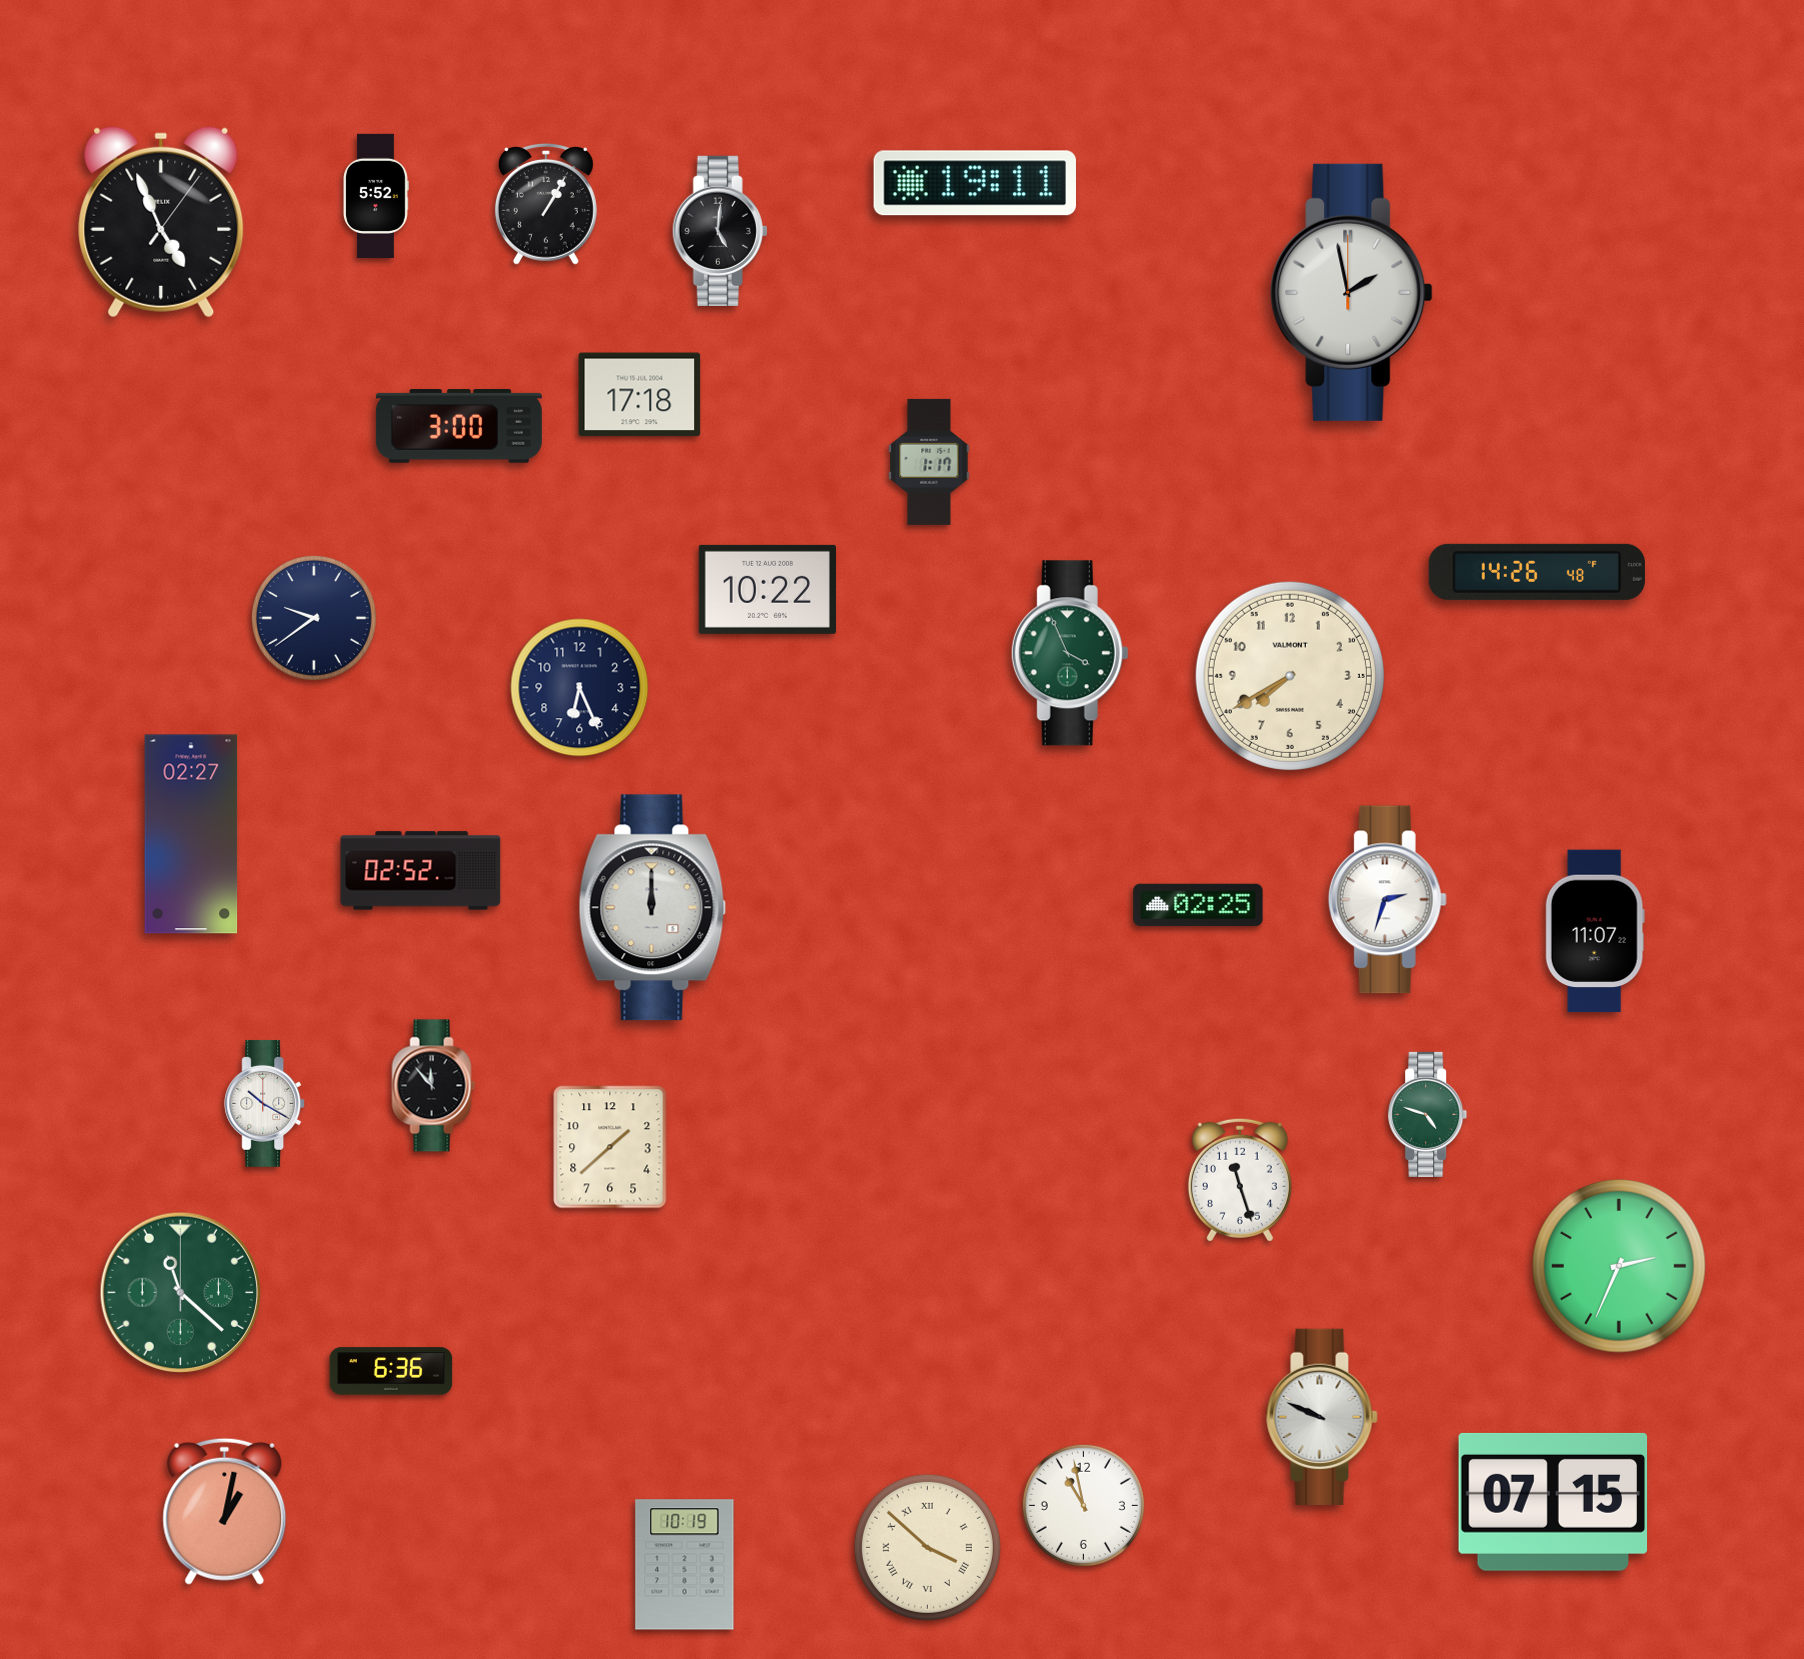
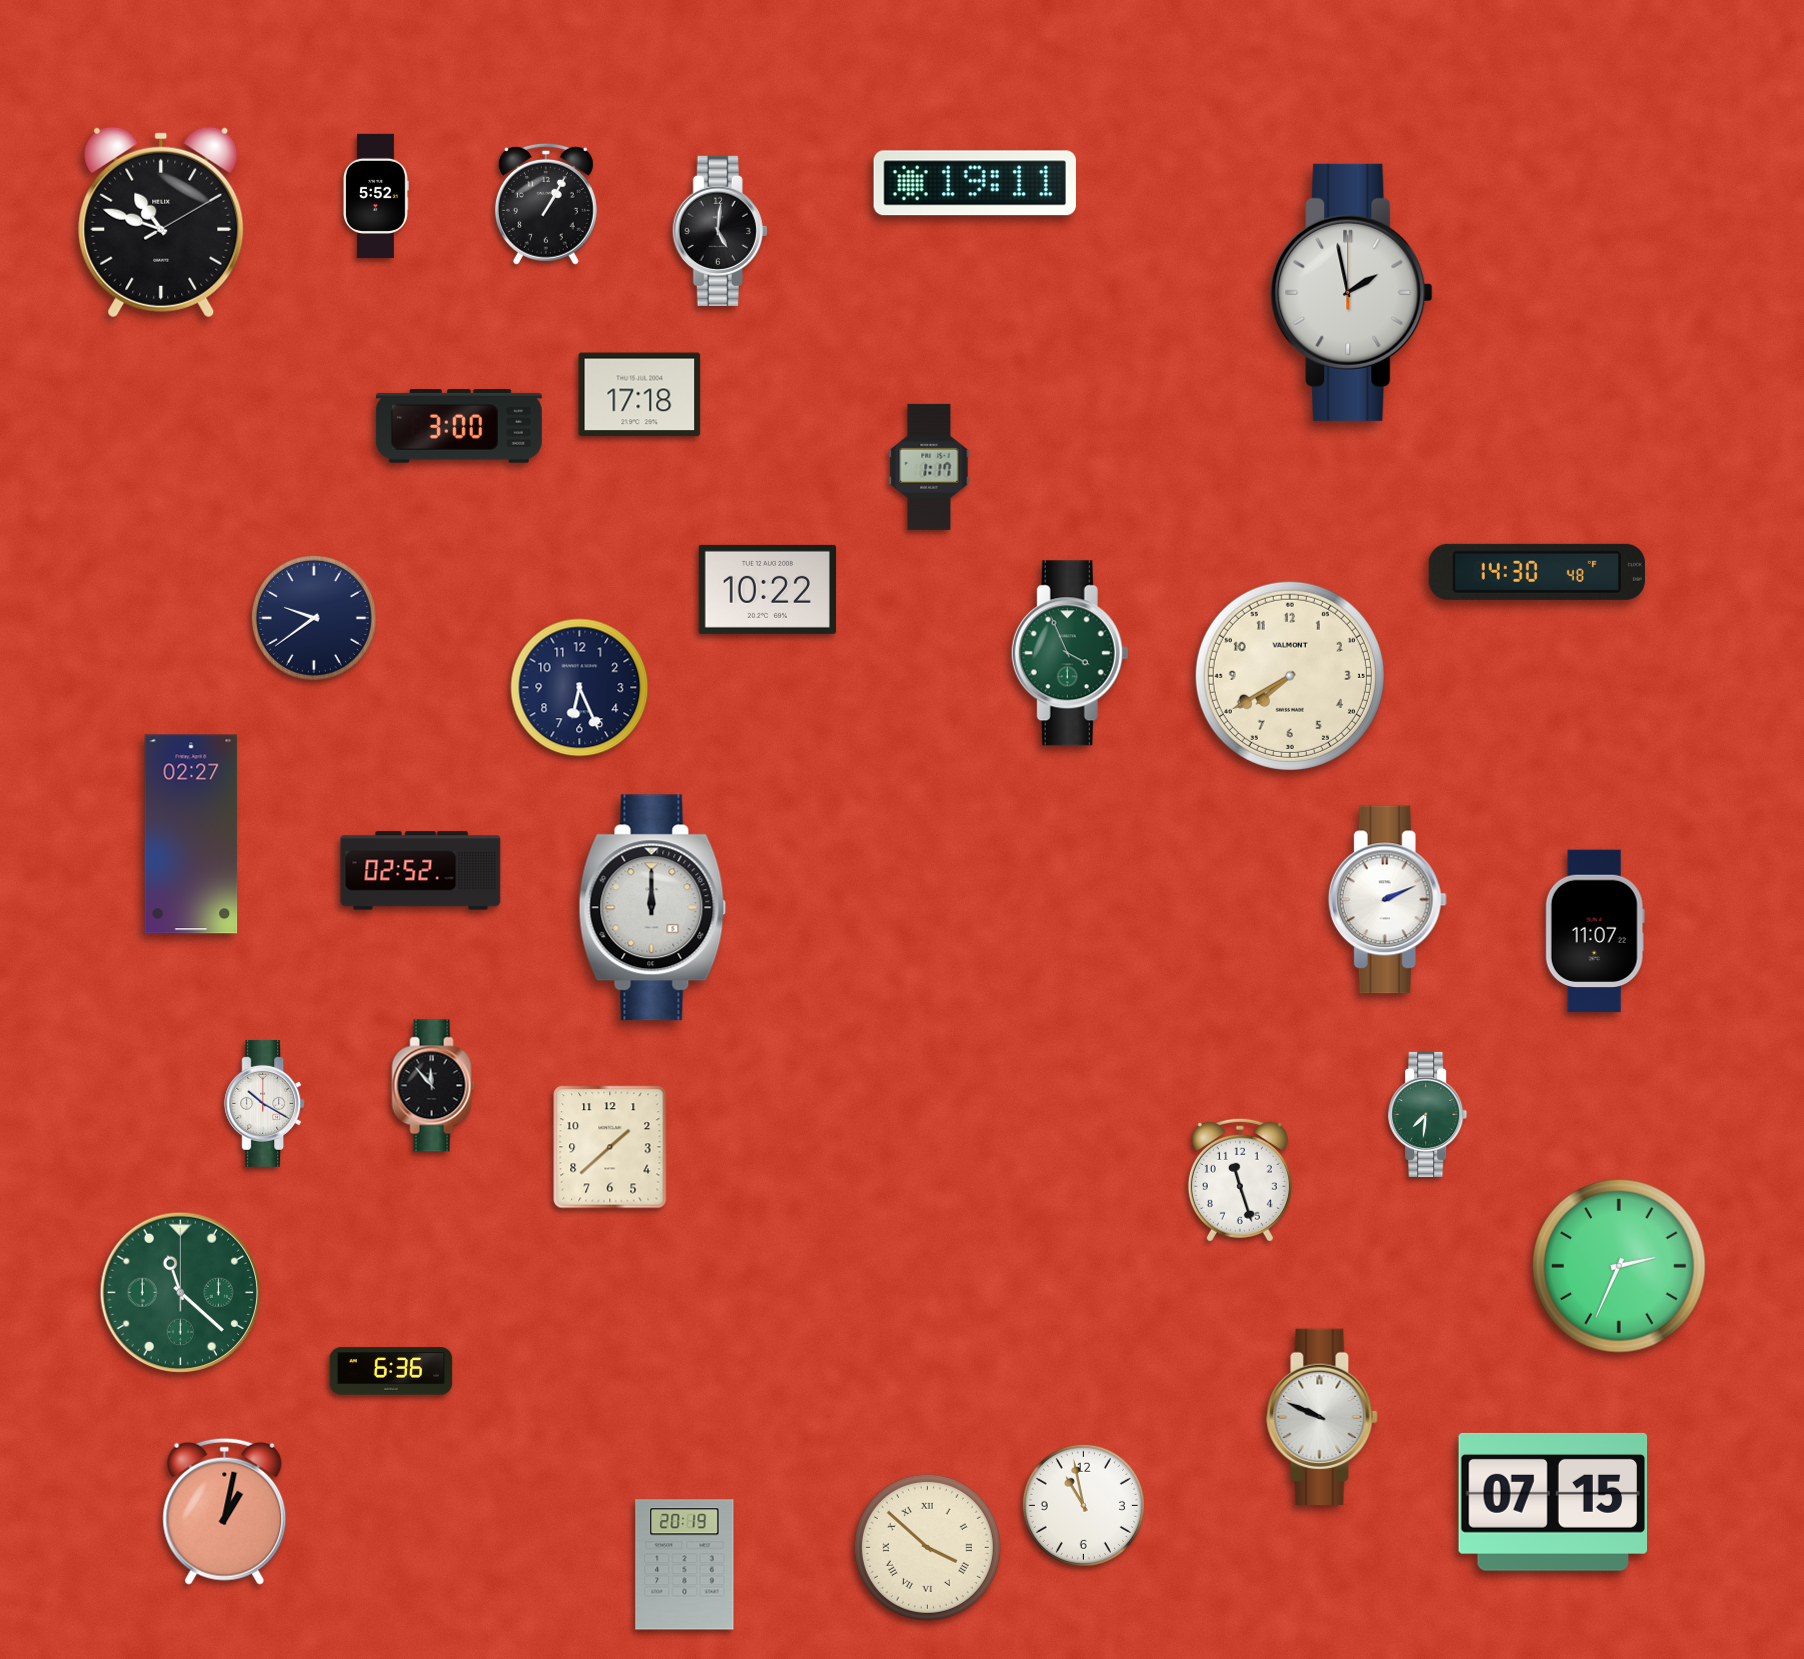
clock at (161, 222): 4:56 -> 10:48
clock at (929, 462) position: (929, 462) -> (929, 467)
clock at (1537, 572): 14:26 -> 14:30
clock at (1387, 900): 2:33 -> 2:11
clock at (1198, 905): 02:25 -> none
clock at (1428, 1114): 4:48 -> 7:31
clock at (685, 1565): 10:19 -> 20:19
